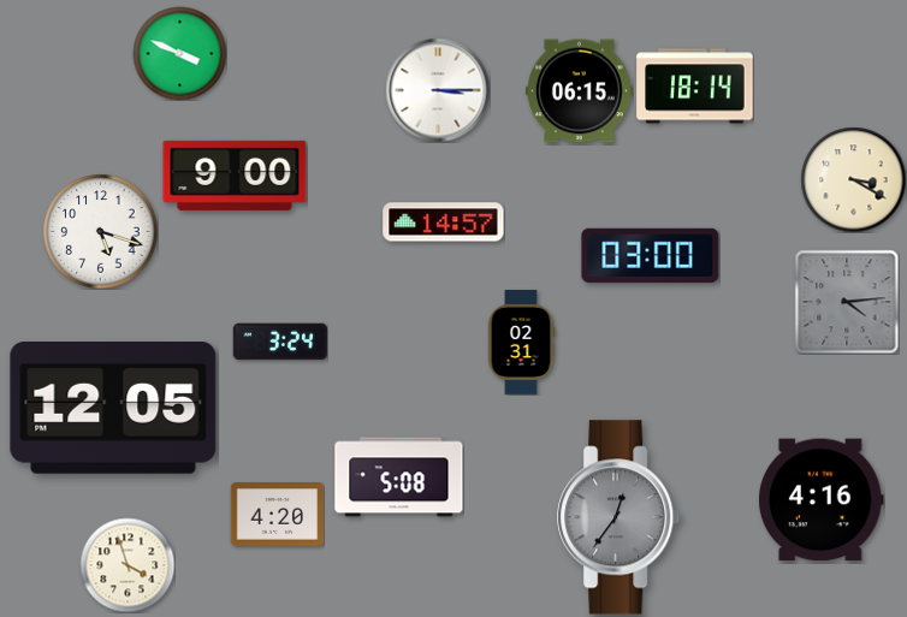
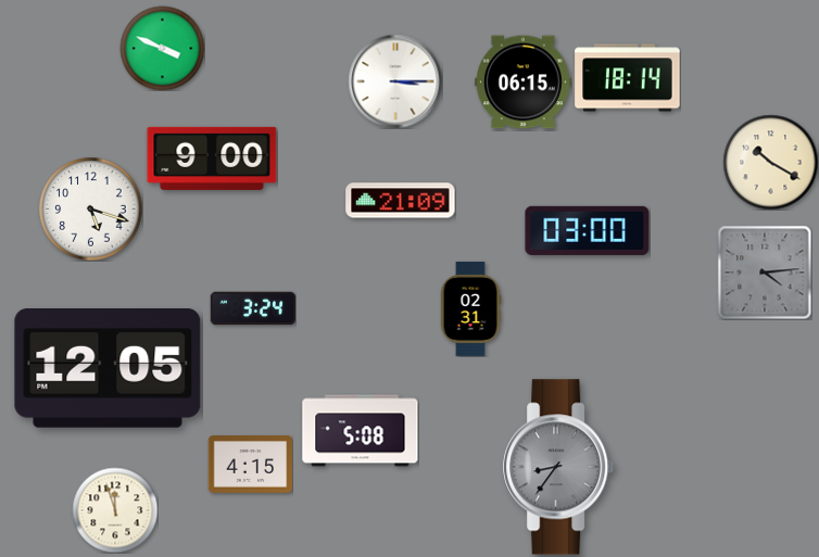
clock at (853, 179): 3:20 -> 10:20
clock at (444, 223): 14:57 -> 21:09
clock at (113, 409) position: (113, 409) -> (108, 369)
clock at (822, 500): 4:16 -> none
clock at (277, 515): 4:20 -> 4:15
clock at (620, 517): 12:36 -> 8:36
clock at (128, 565): 3:57 -> 11:57
